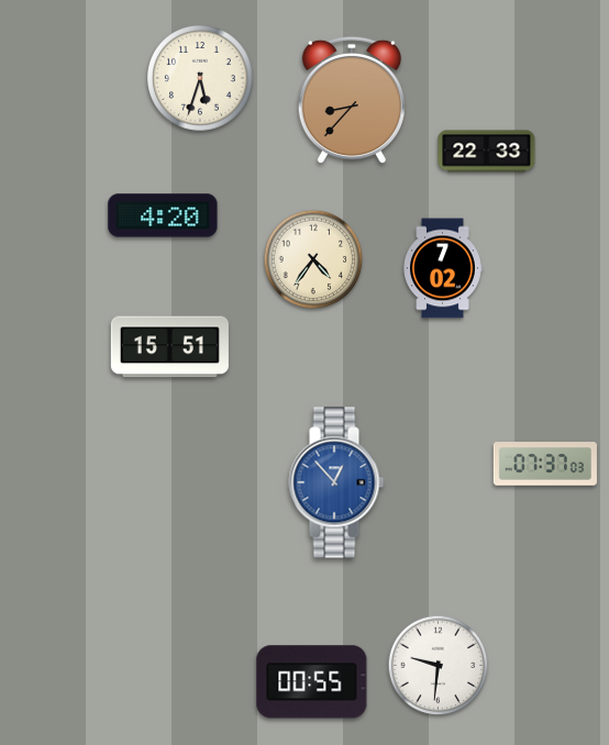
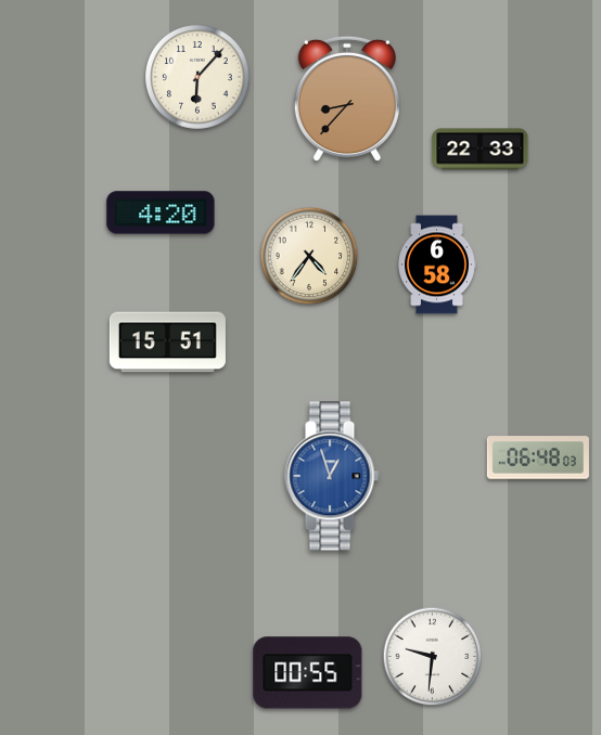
clock at (201, 79): 5:33 -> 6:07
clock at (443, 268): 7:02 -> 6:58
clock at (545, 464): 07:37 -> 06:48
clock at (336, 482): 12:53 -> 12:57
